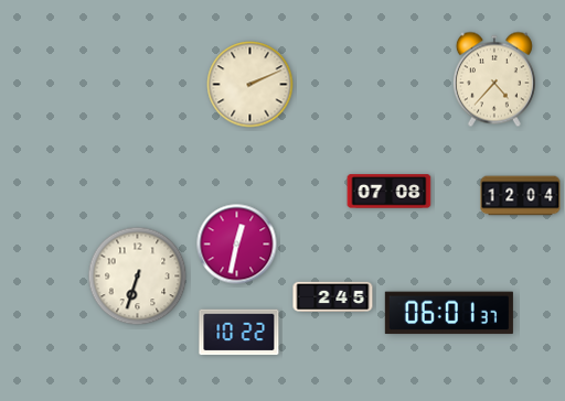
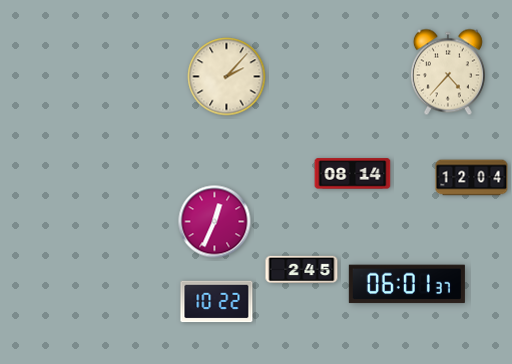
clock at (250, 85): 2:11 -> 2:07
clock at (390, 192): 07:08 -> 08:14
clock at (237, 245): 12:32 -> 12:34
clock at (138, 277): 6:33 -> none
